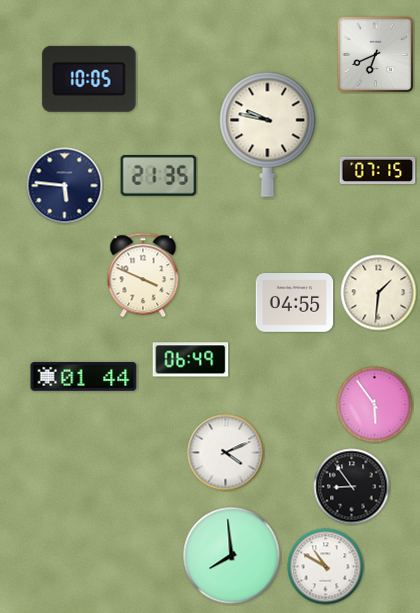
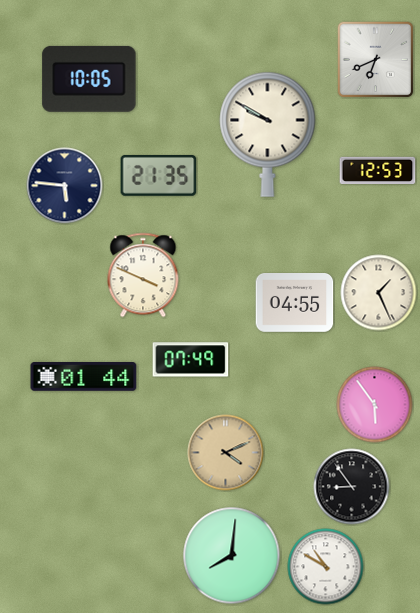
clock at (375, 54) position: (375, 54) -> (375, 59)
clock at (268, 134): 9:47 -> 9:50
clock at (378, 171): 07:15 -> 12:53
clock at (379, 293): 1:31 -> 1:26
clock at (191, 360): 06:49 -> 07:49
clock at (226, 453) dial: white -> champagne
clock at (232, 556): 7:59 -> 8:01
